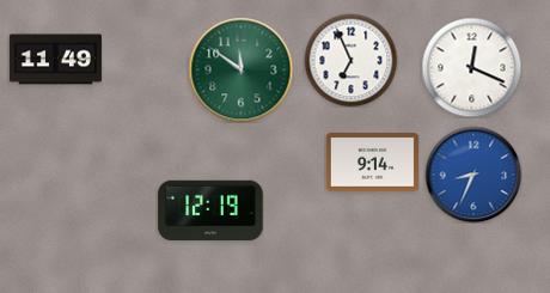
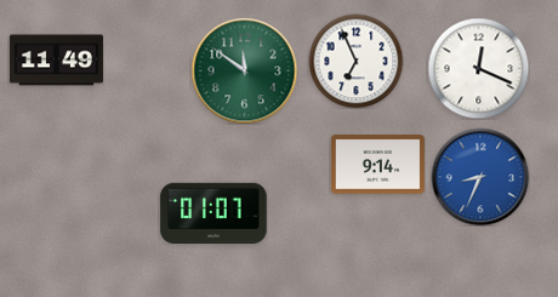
clock at (210, 210): 12:19 -> 01:07
